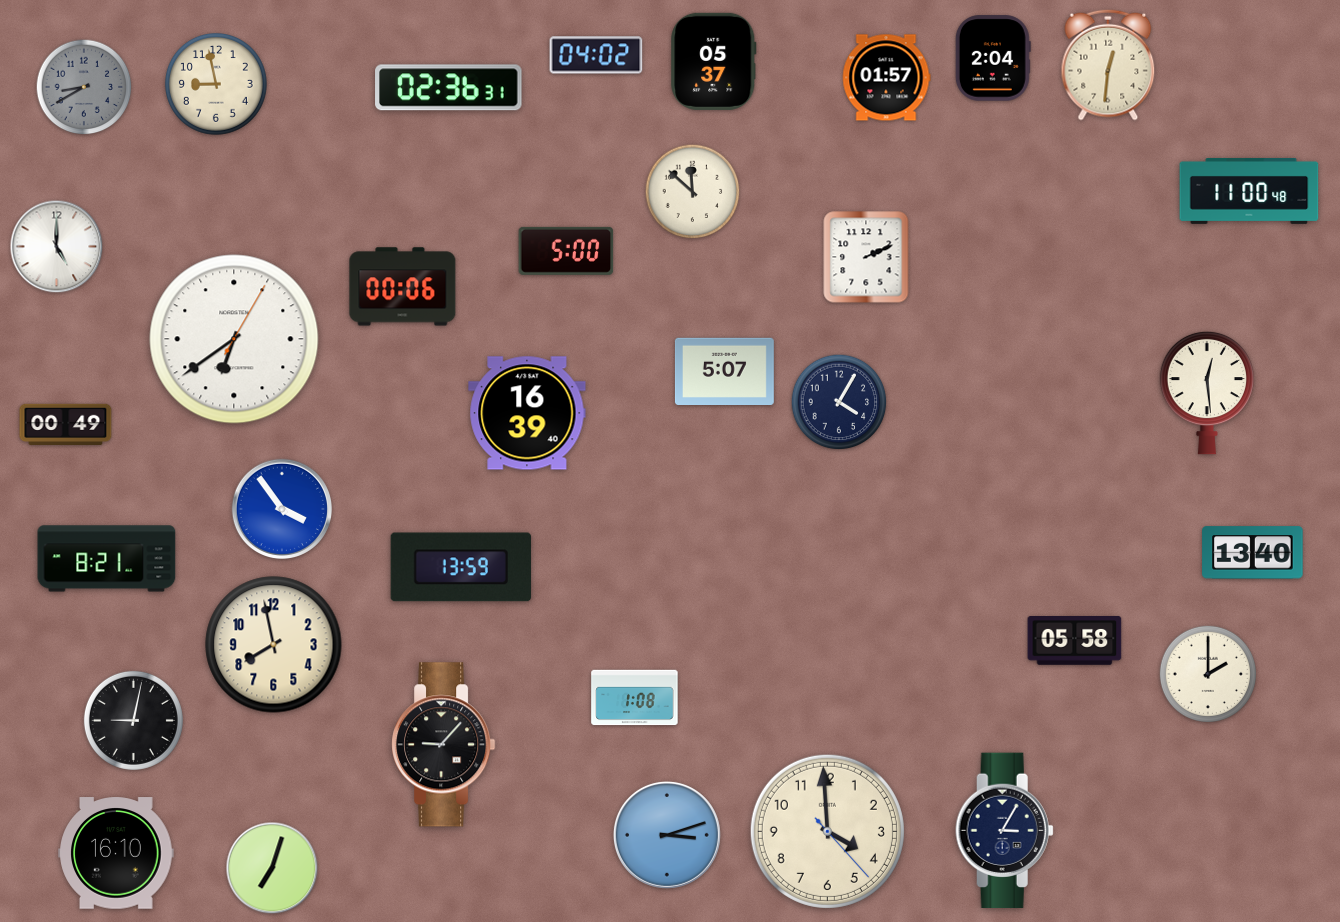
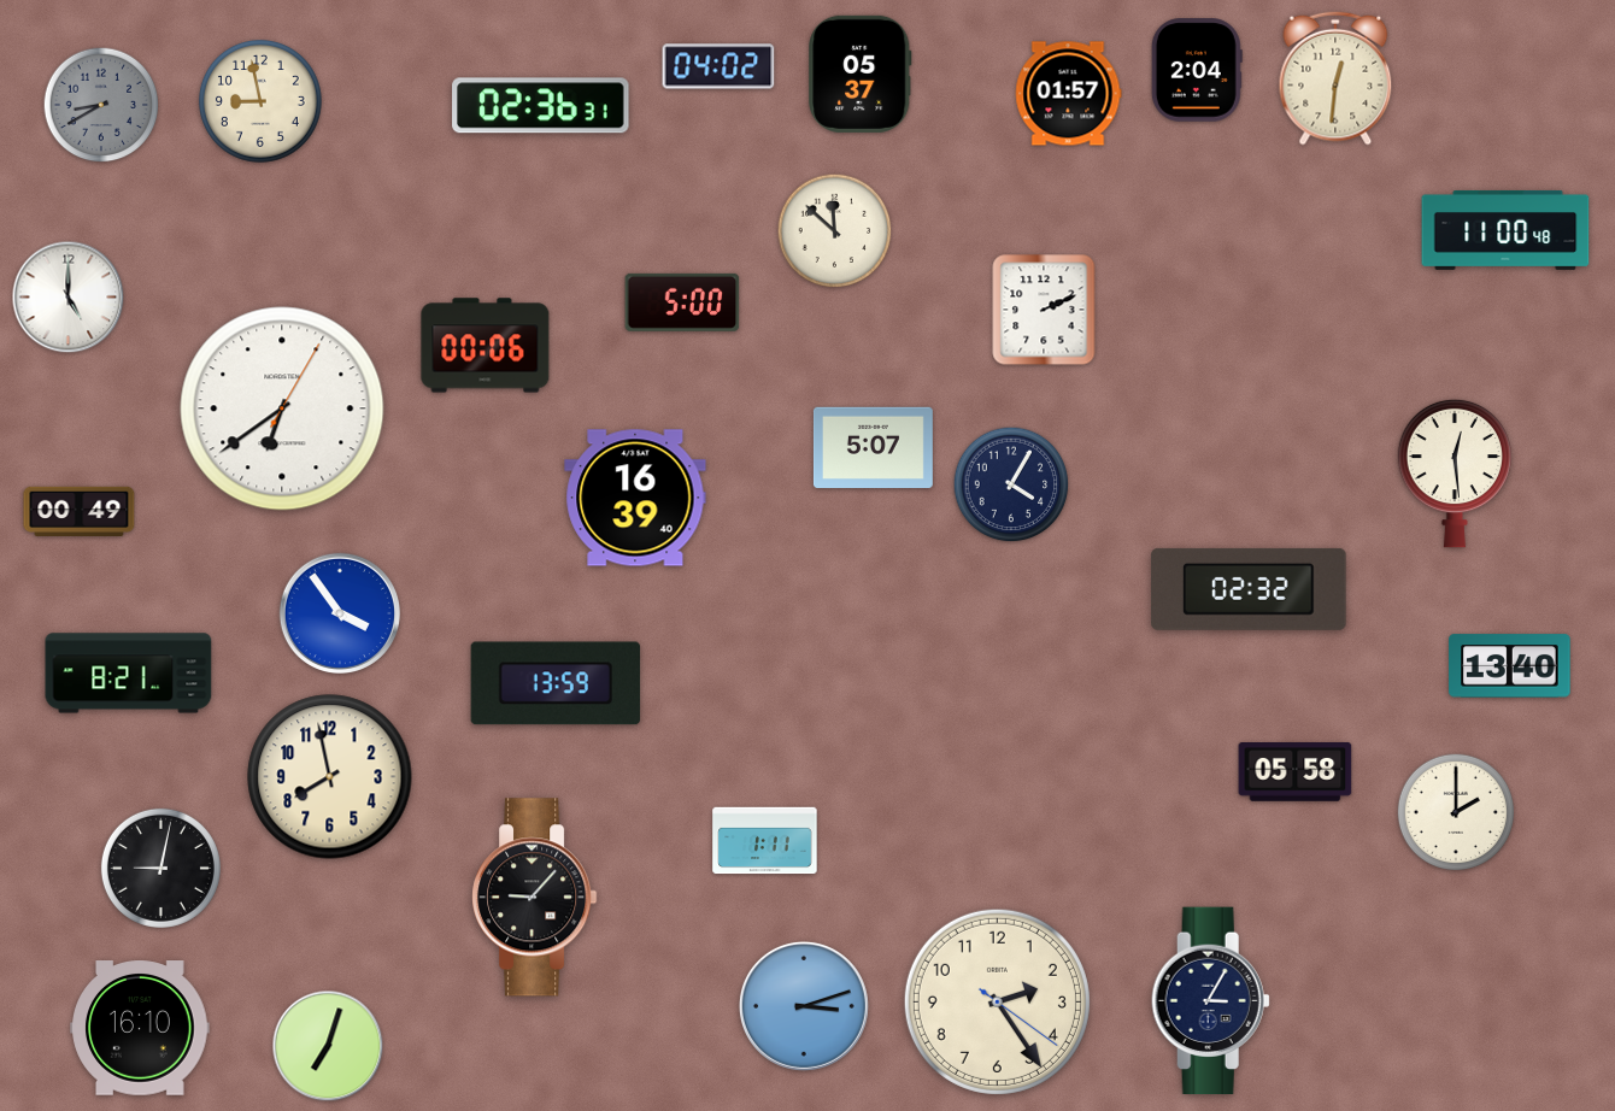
clock at (1249, 589): none -> 02:32
clock at (635, 698): 1:08 -> 1:11
clock at (827, 831): 3:59 -> 2:24
